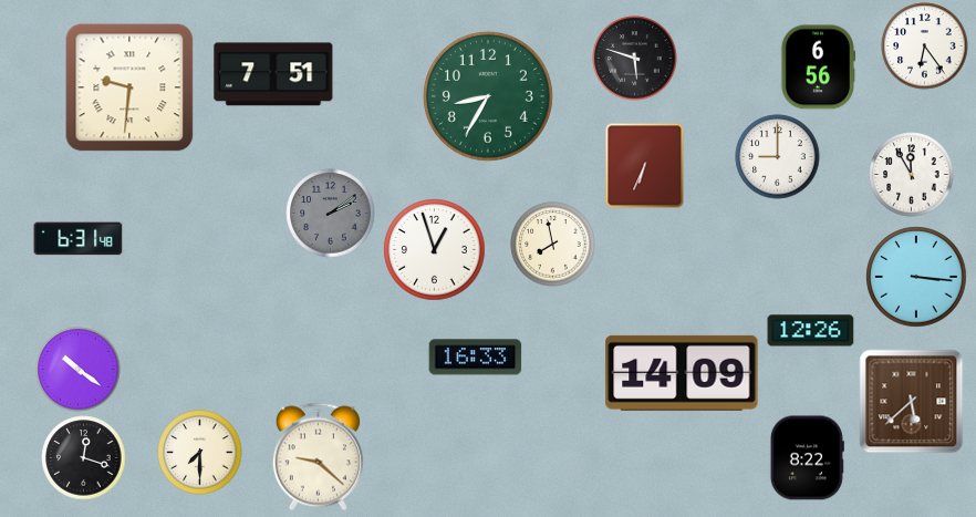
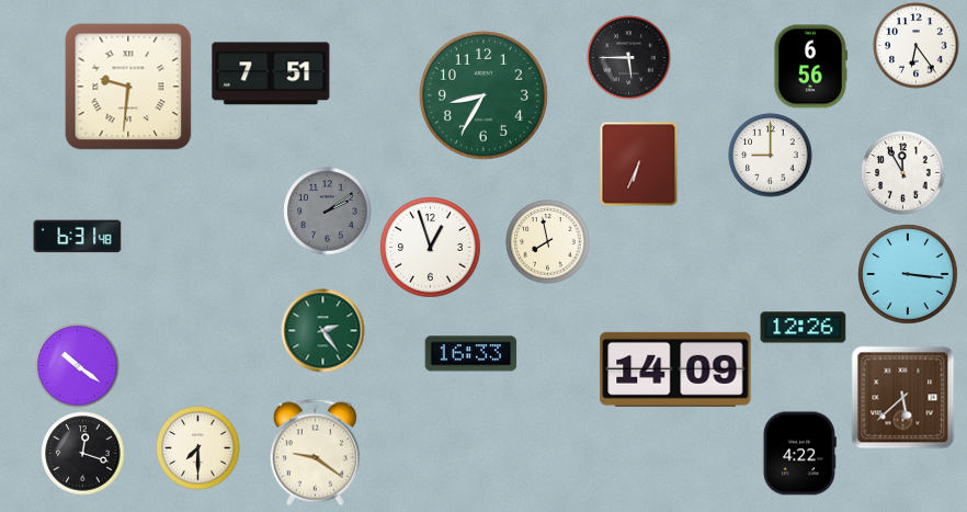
clock at (635, 59): 5:48 -> 5:45
clock at (323, 331): none -> 2:24
clock at (318, 457): 9:22 -> 9:21
clock at (807, 458): 8:22 -> 4:22
